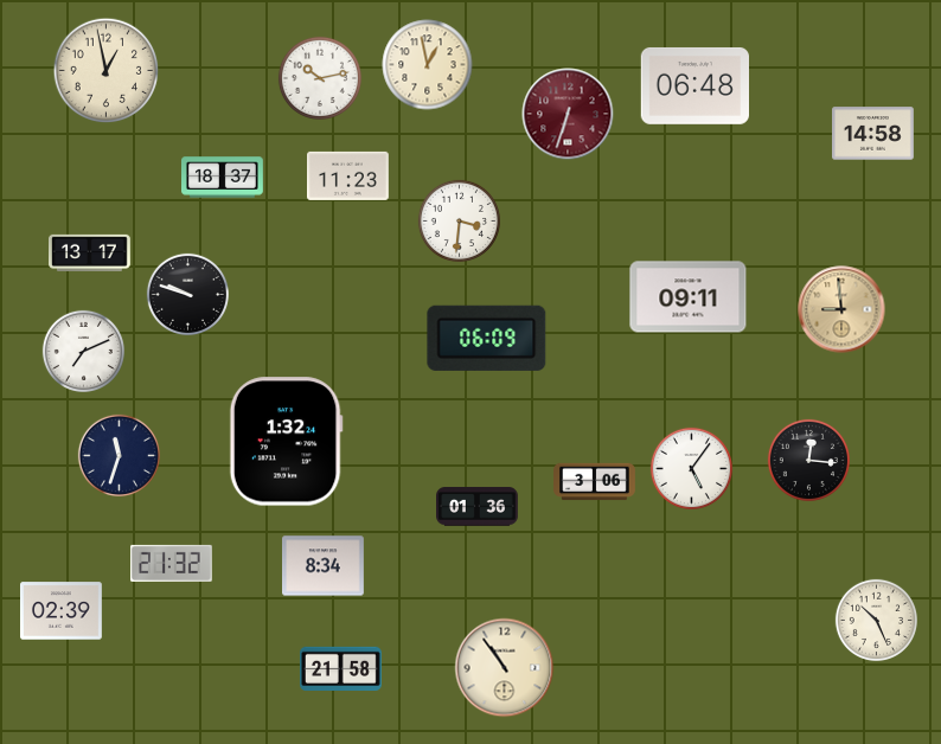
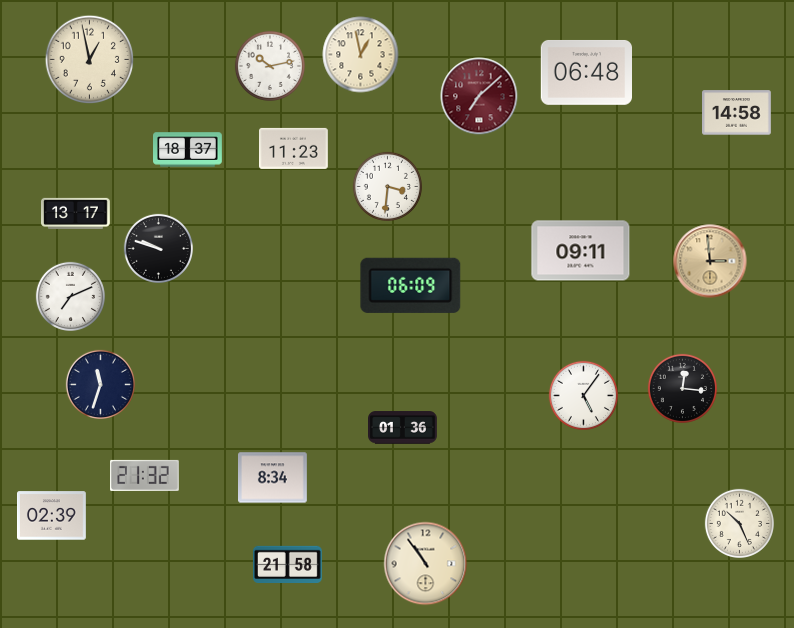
clock at (568, 114): 6:33 -> 7:08
clock at (841, 309): 8:59 -> 2:59
clock at (286, 442): 1:32 -> none
clock at (595, 482): 3:06 -> none
